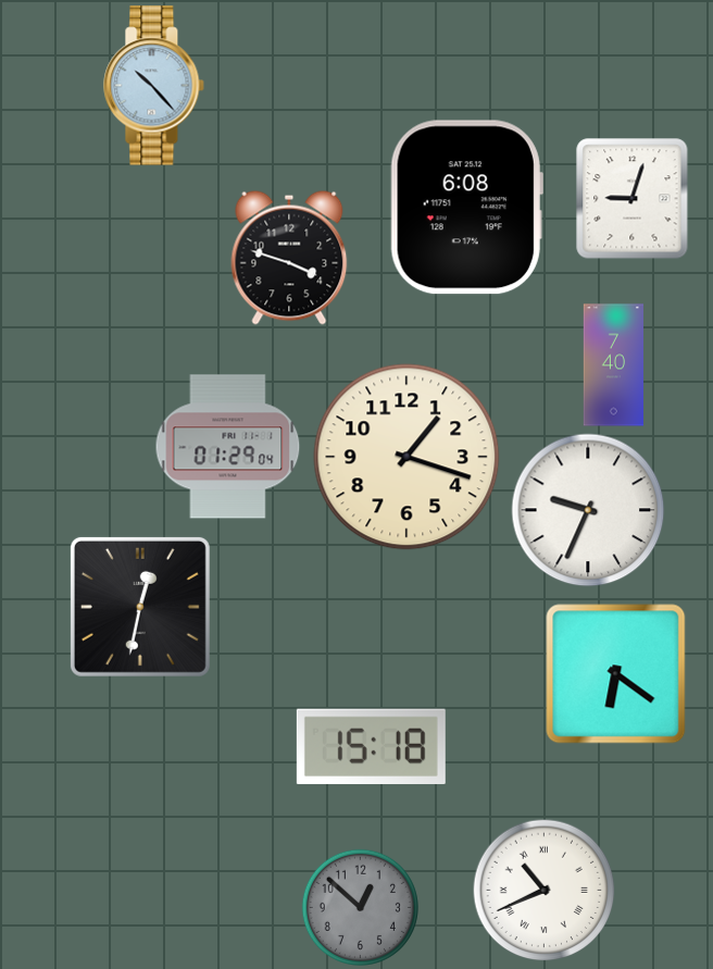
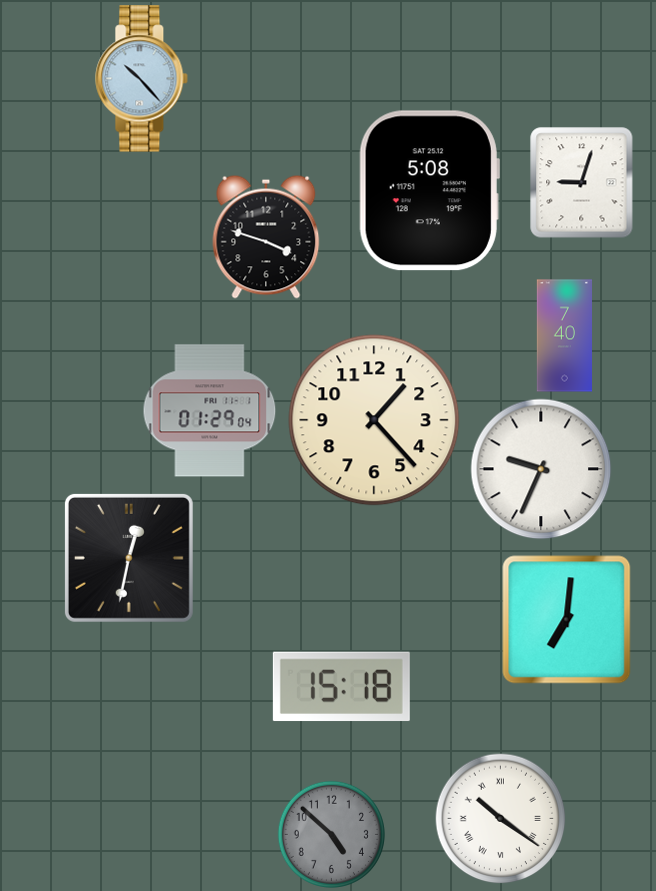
clock at (466, 208): 6:08 -> 5:08
clock at (406, 457): 1:18 -> 1:23
clock at (616, 674): 6:21 -> 7:01
clock at (545, 891): 10:41 -> 10:21
clock at (360, 907): 12:52 -> 4:52
